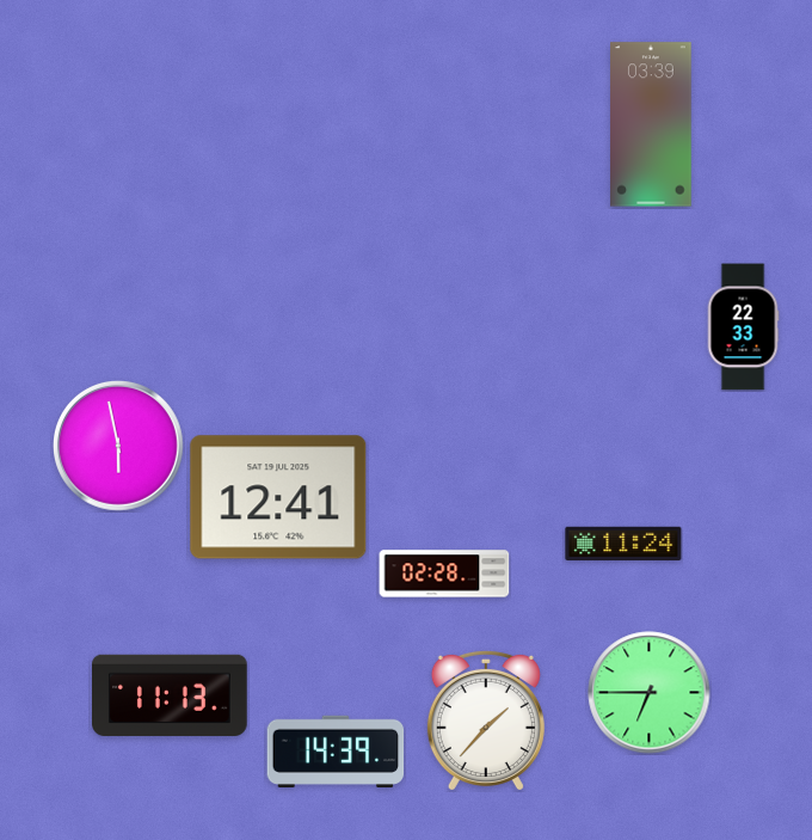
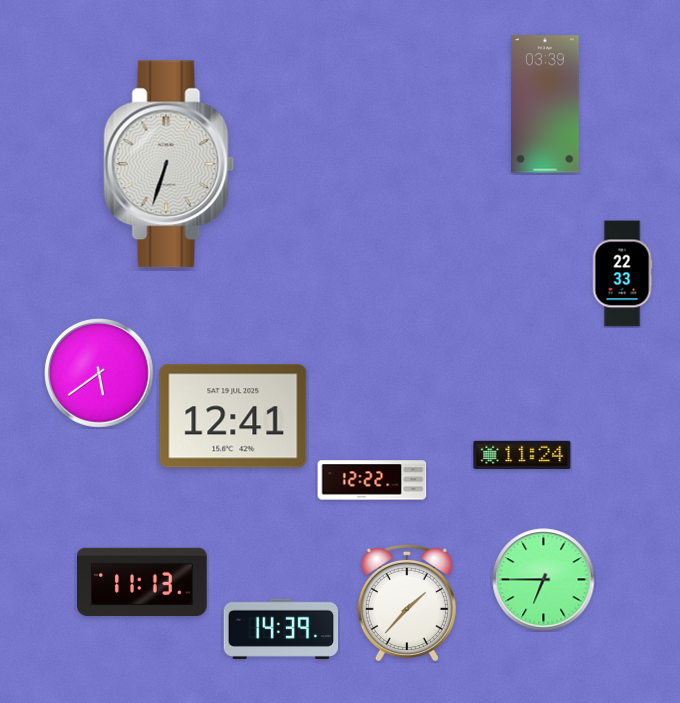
clock at (169, 164): none -> 6:33
clock at (119, 447): 5:58 -> 5:39
clock at (444, 574): 02:28 -> 12:22
